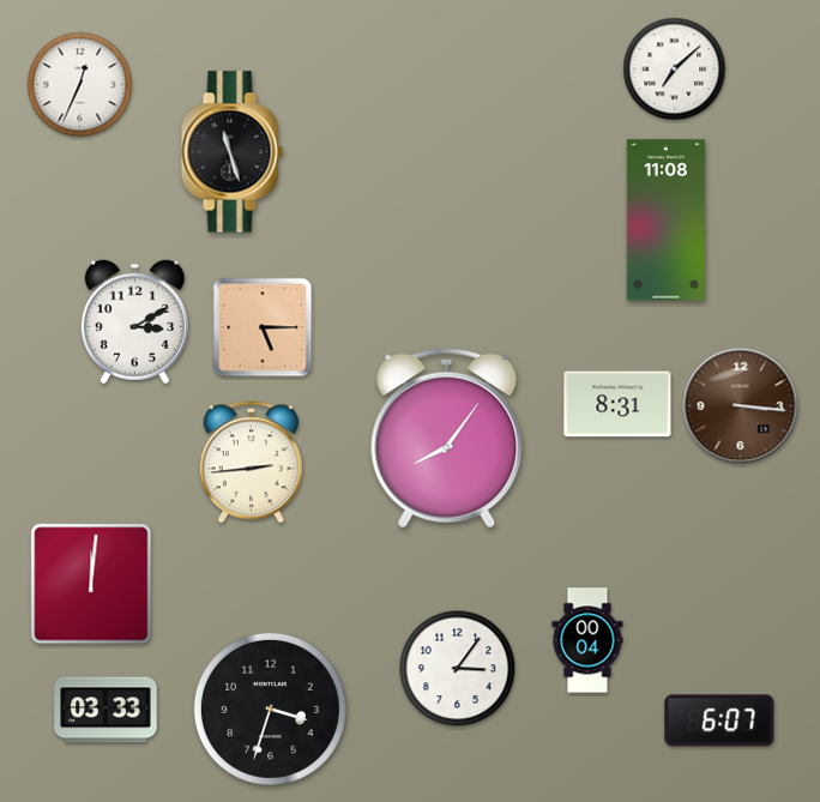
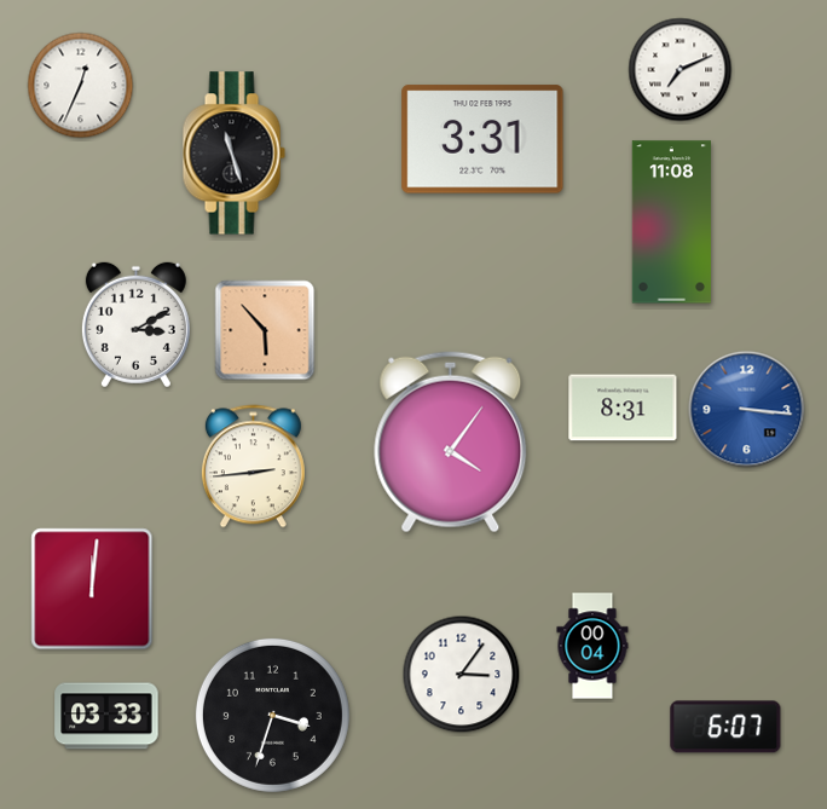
clock at (675, 70): 7:08 -> 7:11
clock at (482, 139): none -> 3:31
clock at (263, 327): 5:15 -> 5:53
clock at (741, 406) dial: brown -> blue
clock at (447, 439): 8:06 -> 4:06
